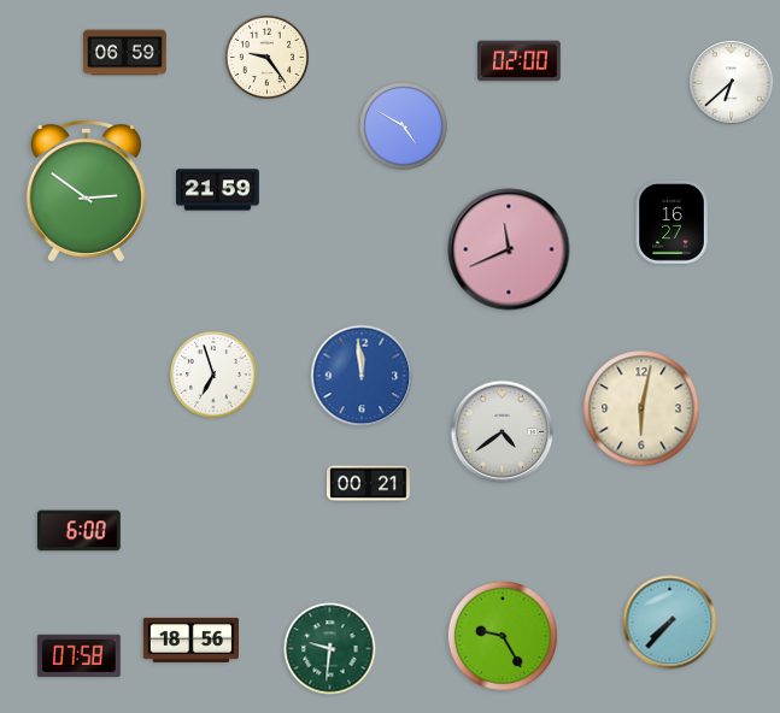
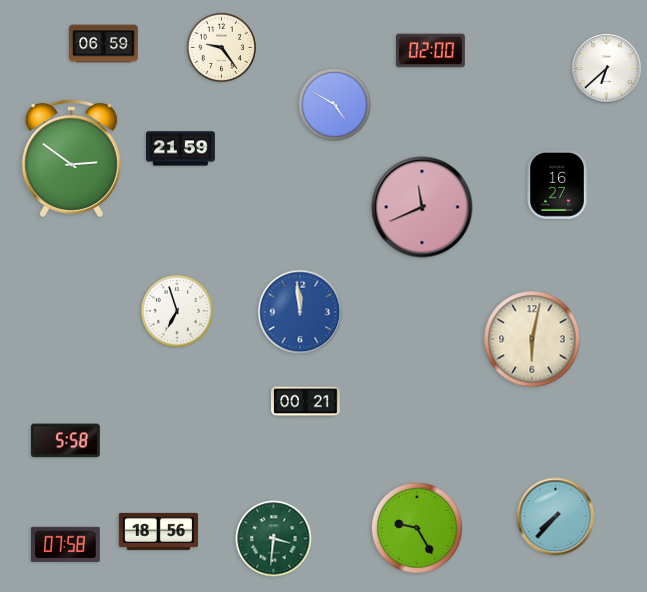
clock at (218, 190) position: (218, 190) -> (181, 149)
clock at (503, 432): 4:39 -> none
clock at (78, 531): 6:00 -> 5:58
clock at (330, 649): 9:31 -> 3:31
